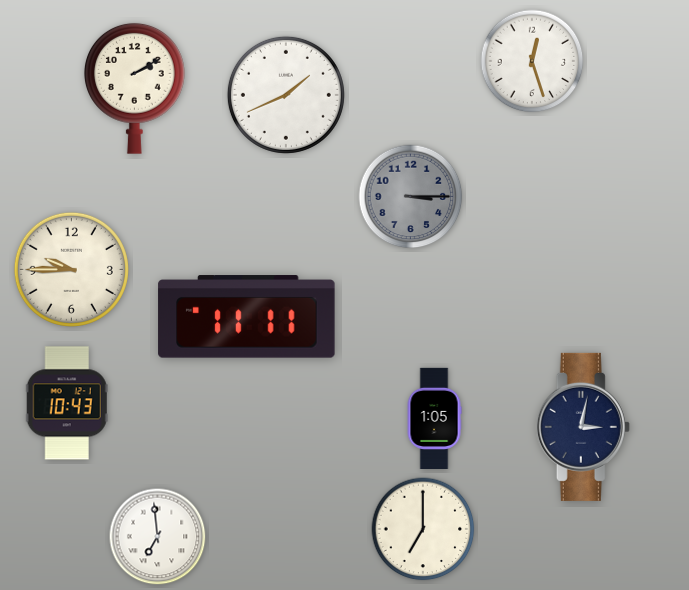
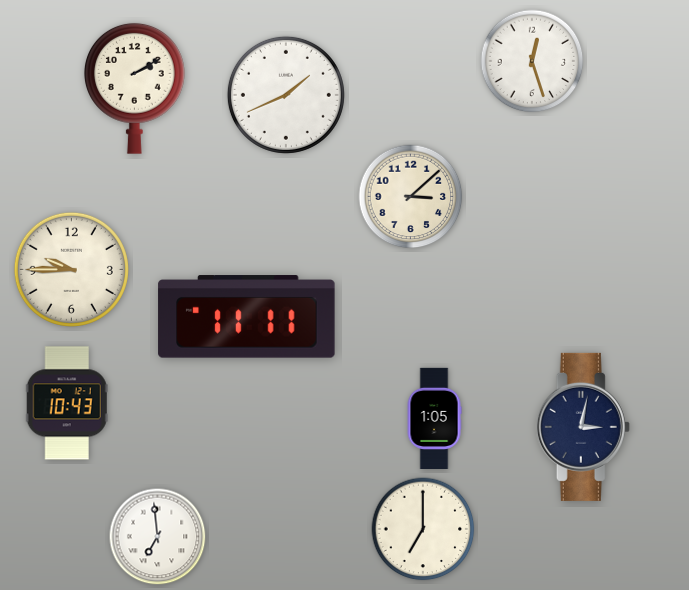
clock at (411, 197): 3:15 -> 3:08
clock at (411, 197) dial: grey -> cream
